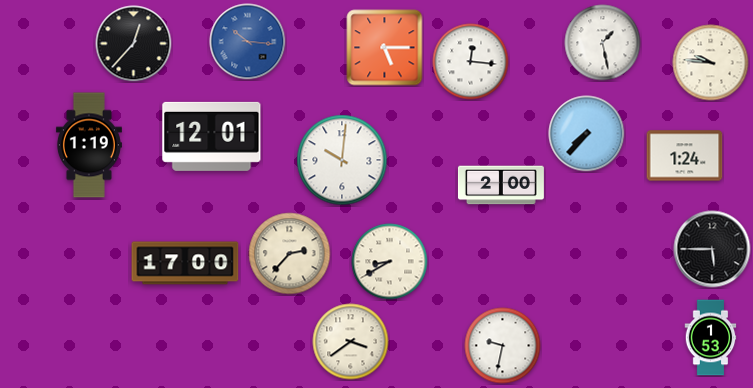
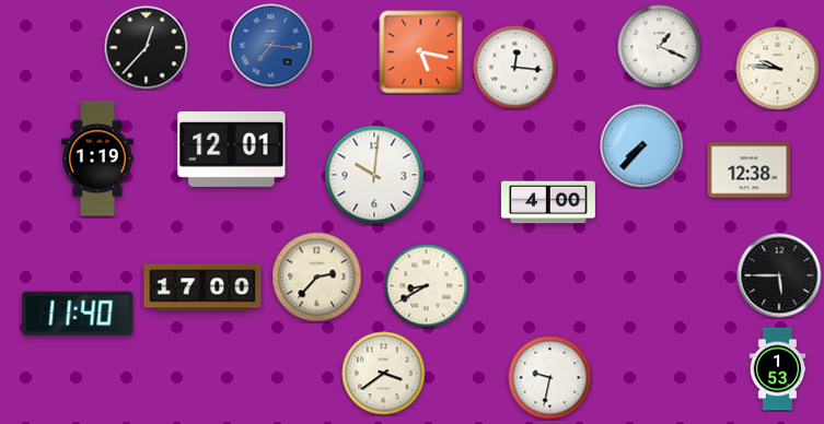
clock at (248, 42): 10:16 -> 7:16
clock at (603, 43): 1:28 -> 1:19
clock at (385, 48): 5:15 -> 5:17
clock at (685, 156): 1:24 -> 12:38
clock at (501, 185): 2:00 -> 4:00
clock at (712, 249) position: (712, 249) -> (779, 275)
clock at (78, 314): none -> 11:40
